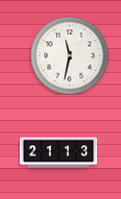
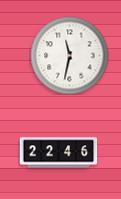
clock at (58, 153): 21:13 -> 22:46
